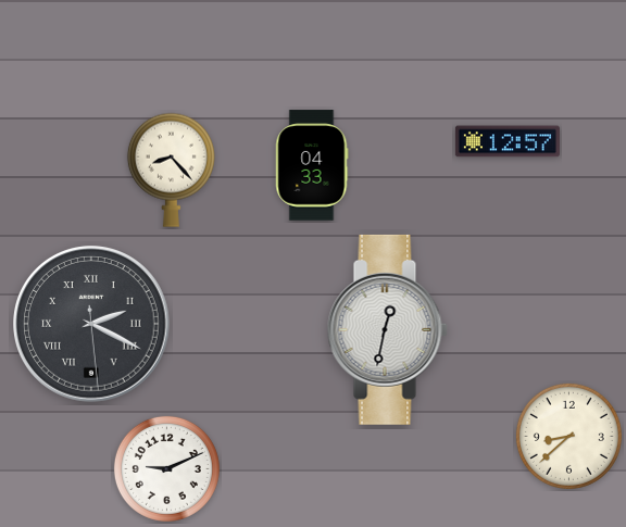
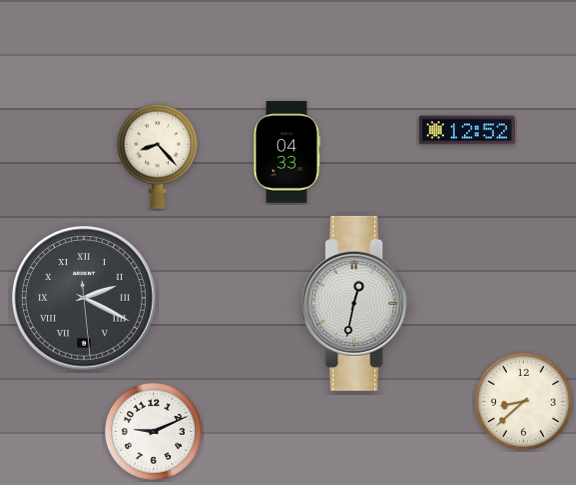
clock at (508, 141): 12:57 -> 12:52
